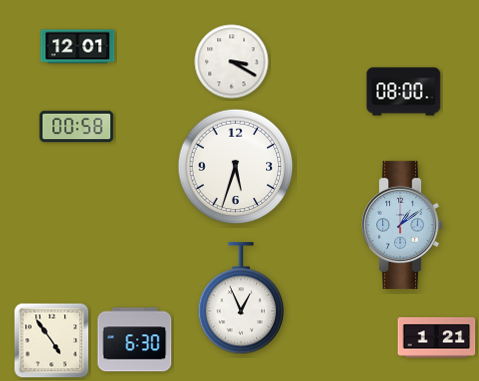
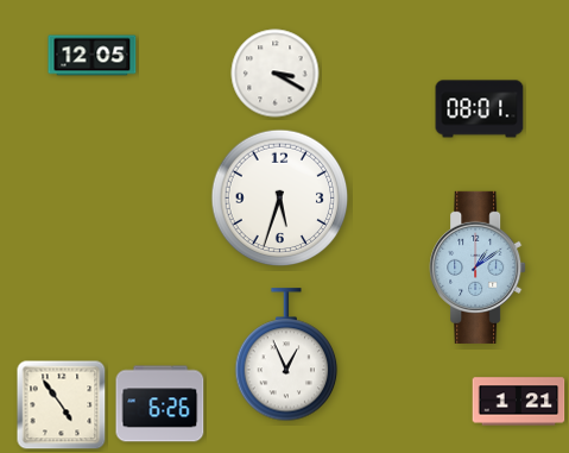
clock at (78, 47): 12:01 -> 12:05
clock at (404, 92): 08:00 -> 08:01
clock at (77, 127): 00:58 -> none
clock at (135, 340): 6:30 -> 6:26
